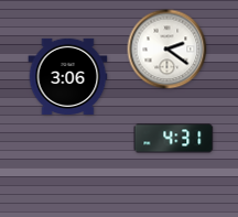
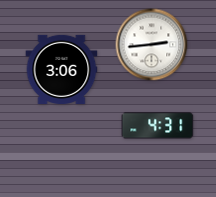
clock at (167, 50): 2:21 -> 2:44
